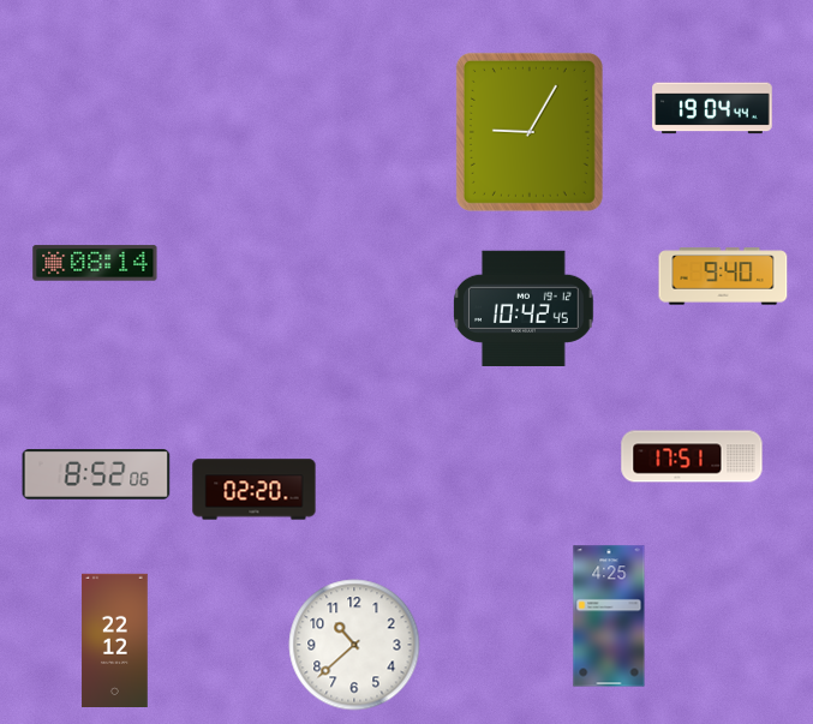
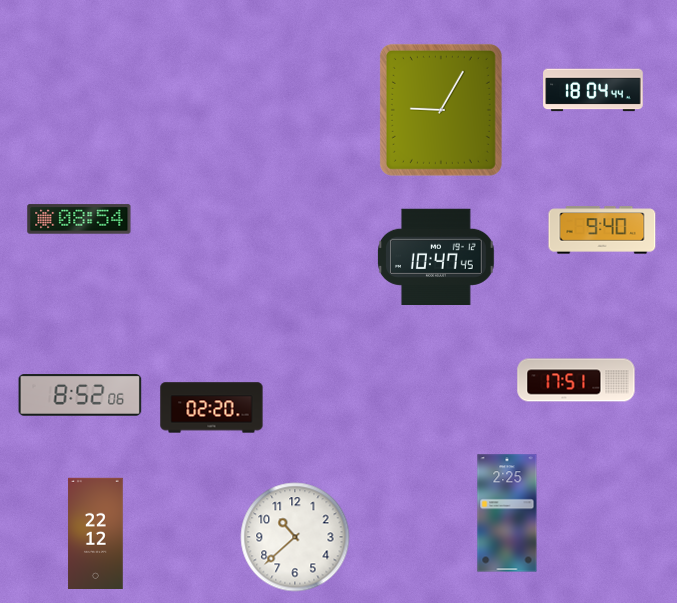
clock at (712, 108): 19:04 -> 18:04
clock at (95, 263): 08:14 -> 08:54
clock at (525, 307): 10:42 -> 10:47
clock at (609, 616): 4:25 -> 2:25
